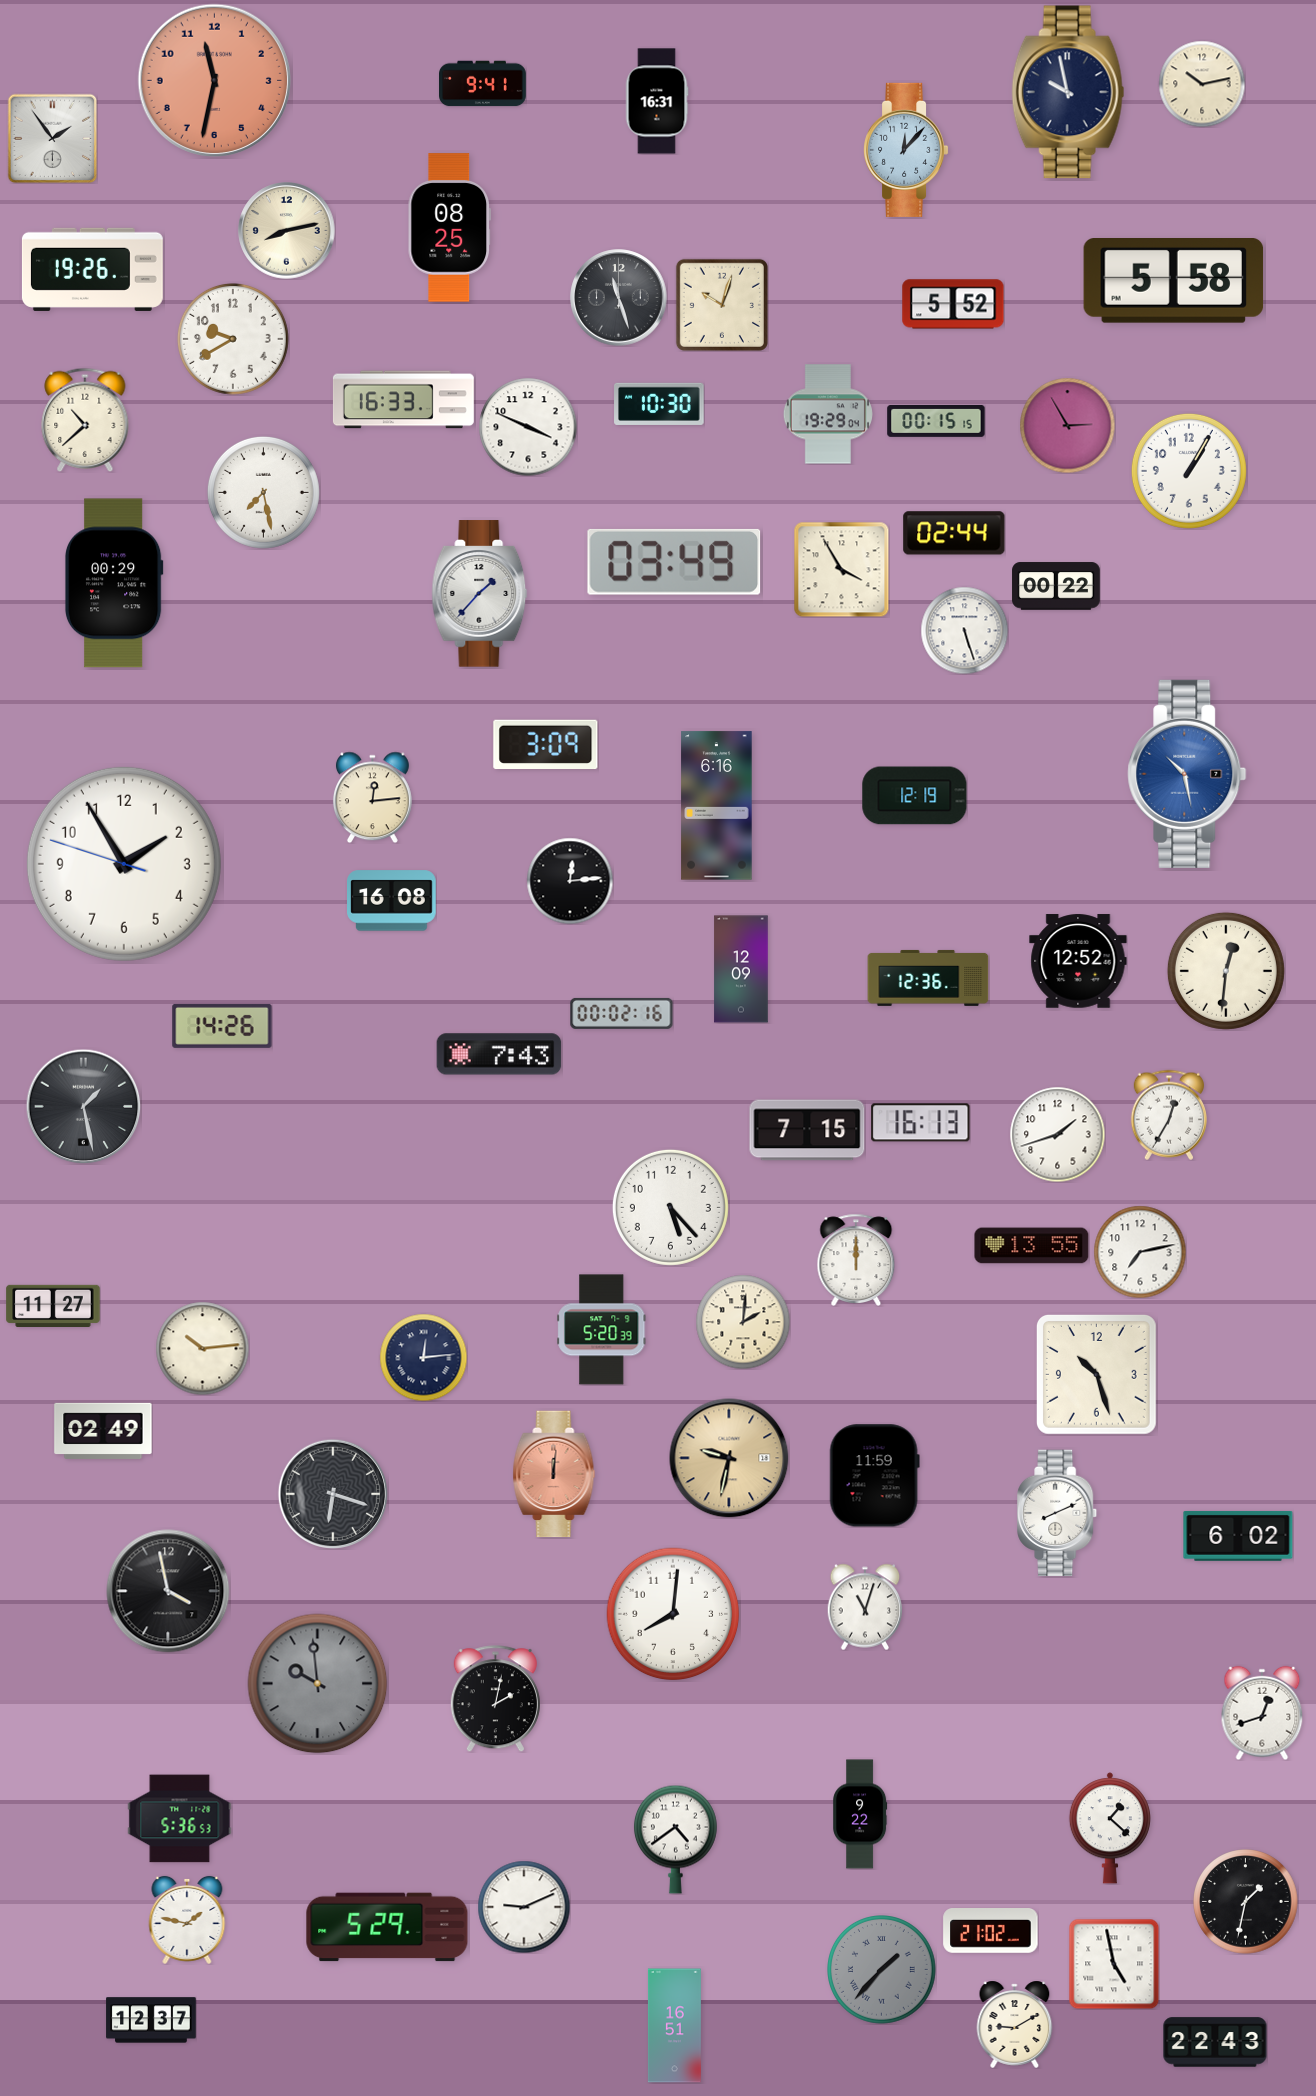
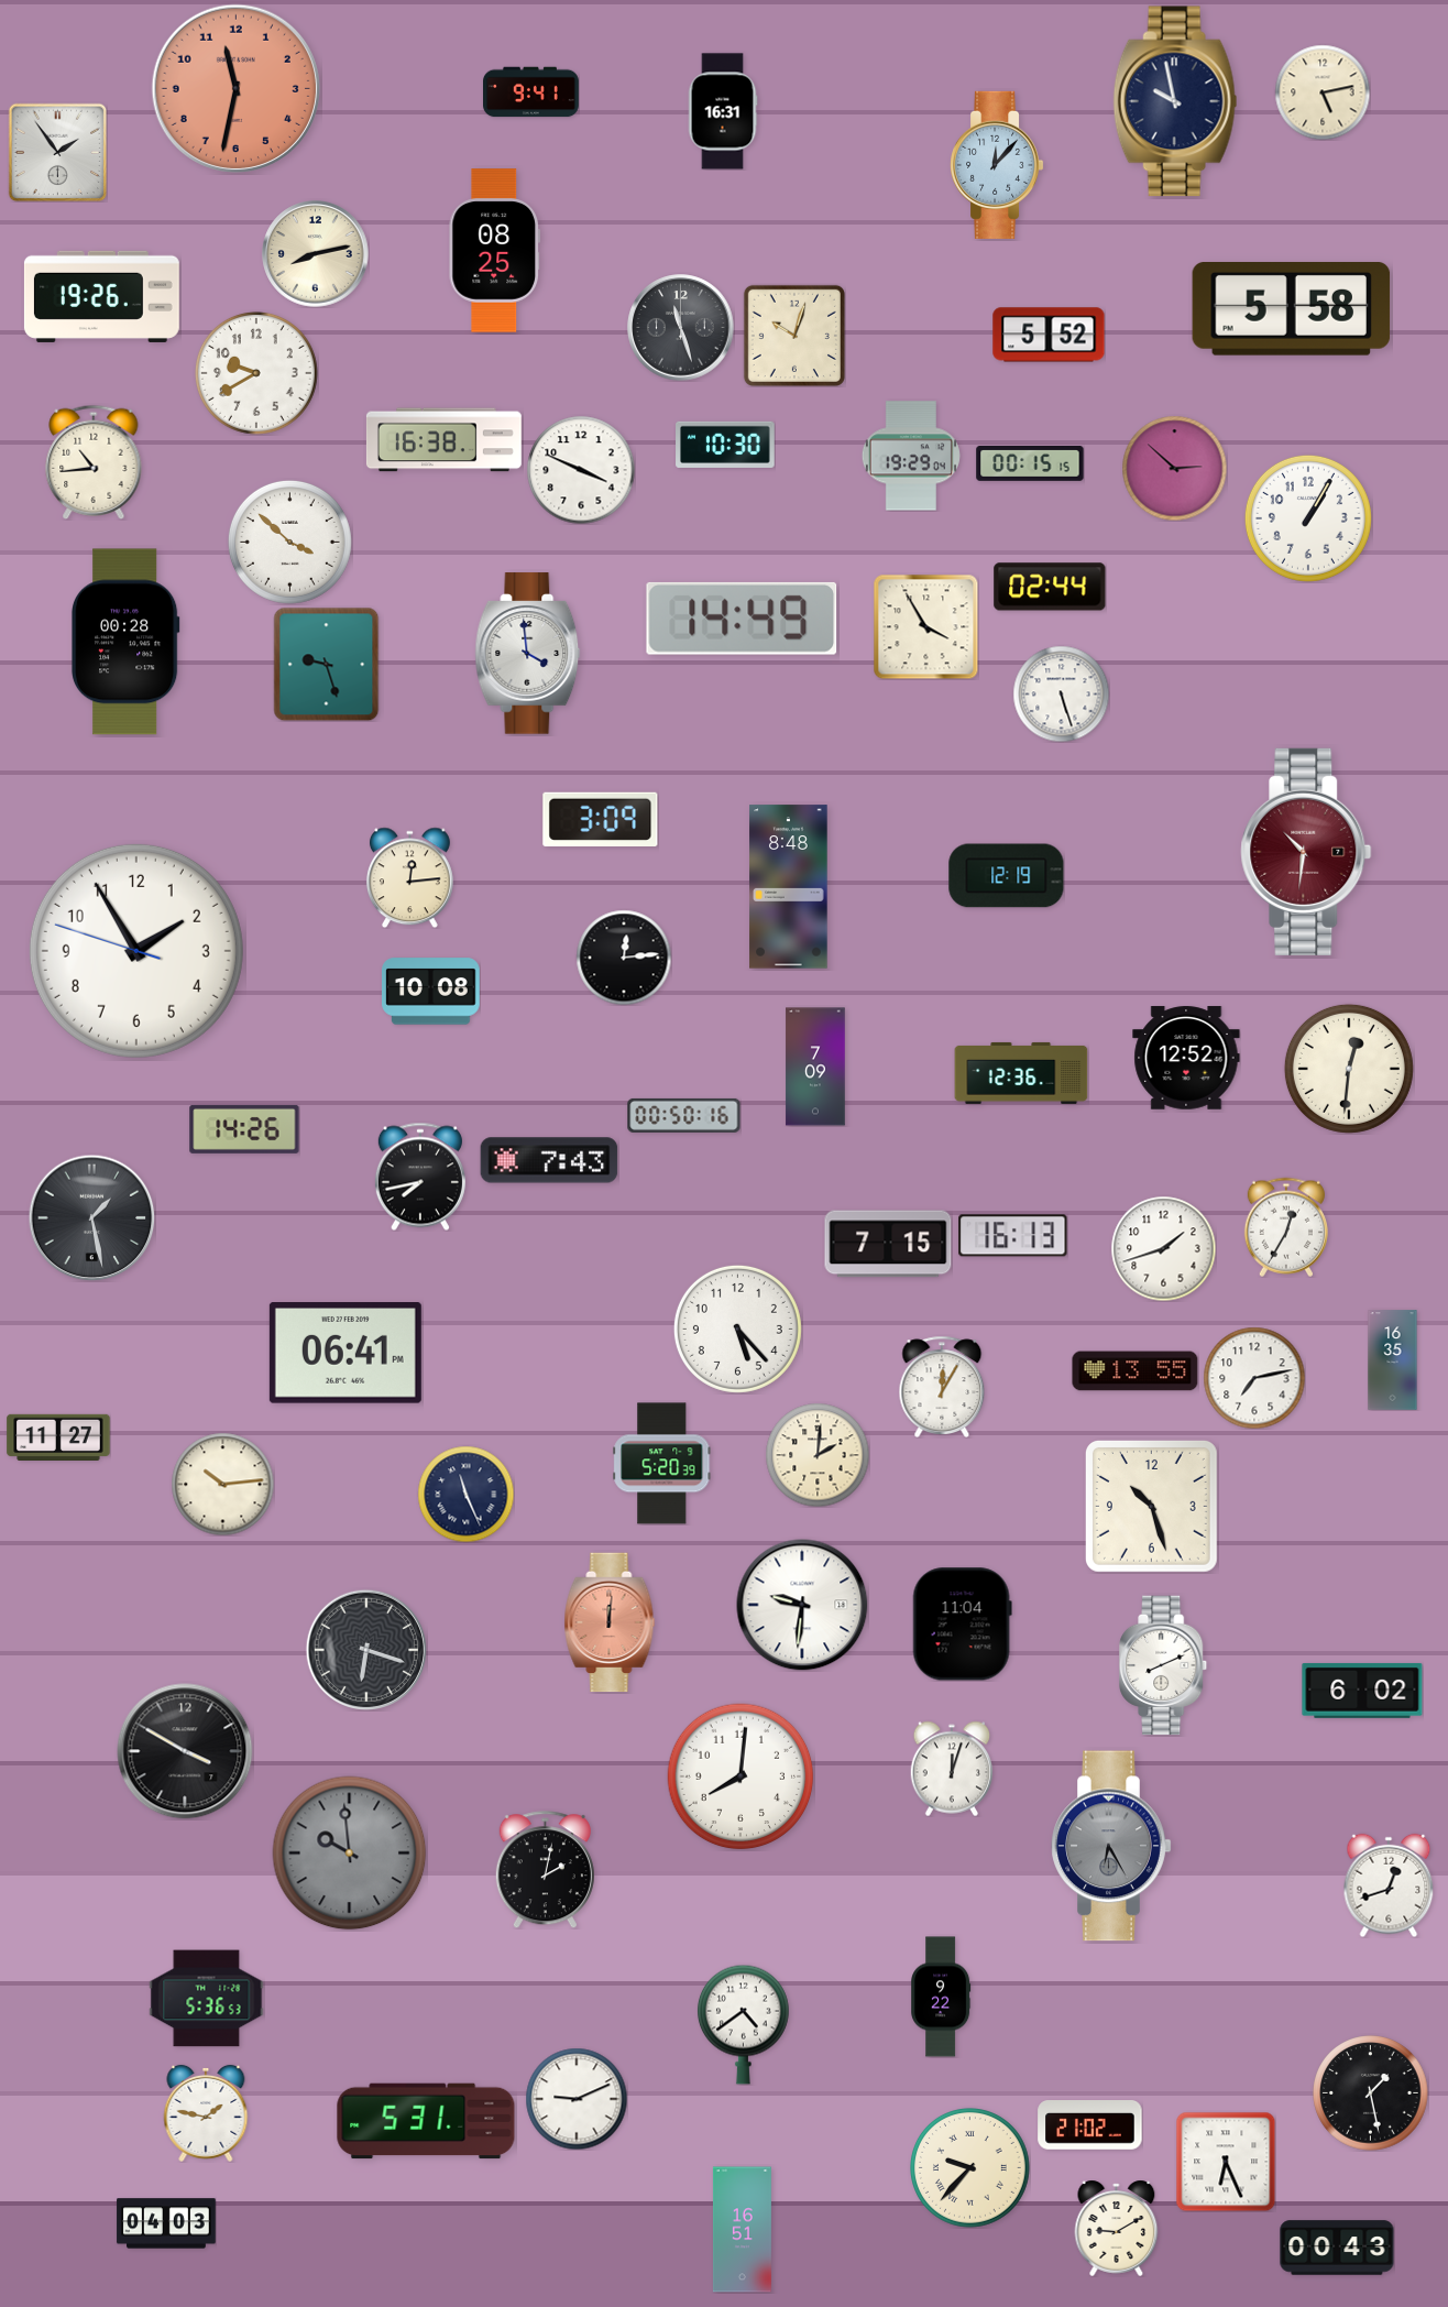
clock at (1202, 84): 10:13 -> 5:13
clock at (403, 400): 16:33 -> 16:38
clock at (85, 419): 10:38 -> 10:44
clock at (1067, 425): 2:55 -> 2:52
clock at (263, 492): 7:28 -> 3:52
clock at (674, 562): 03:49 -> 14:49
clock at (114, 583): 00:29 -> 00:28
clock at (1056, 586): 00:22 -> none
clock at (480, 594): 1:37 -> 3:59
clock at (327, 664): none -> 9:27
clock at (1187, 774): 10:28 -> 10:31
clock at (1187, 774) dial: blue -> burgundy
clock at (717, 806): 6:16 -> 8:48
clock at (570, 881) position: (570, 881) -> (624, 958)
clock at (392, 901): 16:08 -> 10:08
clock at (741, 969): 12:09 -> 7:09
clock at (928, 978) position: (928, 978) -> (1021, 1073)
clock at (622, 1013): 00:02 -> 00:50
clock at (420, 1177): none -> 7:43
clock at (345, 1353): none -> 06:41
clock at (1393, 1360): none -> 16:35
clock at (856, 1259): 12:00 -> 12:05
clock at (423, 1357): 12:14 -> 11:26
clock at (1096, 1374) position: (1096, 1374) -> (1151, 1506)
clock at (103, 1430): 02:49 -> none
clock at (729, 1458): 9:32 -> 9:31
clock at (729, 1458) dial: champagne -> white
clock at (874, 1476): 11:59 -> 11:04
clock at (332, 1493) position: (332, 1493) -> (365, 1649)
clock at (168, 1591): 3:58 -> 3:50
clock at (865, 1607): 11:03 -> 12:03
clock at (1111, 1846): none -> 6:25
clock at (860, 1814) position: (860, 1814) -> (941, 1997)
clock at (180, 1819) position: (180, 1819) -> (207, 1999)
clock at (1110, 1828): 1:22 -> none
clock at (1246, 1902): 1:32 -> 1:28
clock at (387, 1927): 5:29 -> 5:31
clock at (1114, 1964): 4:58 -> 6:26
clock at (882, 1970): 1:37 -> 9:37
clock at (882, 1970) dial: grey -> cream
clock at (151, 2020): 12:37 -> 04:03
clock at (1215, 2042): 22:43 -> 00:43
